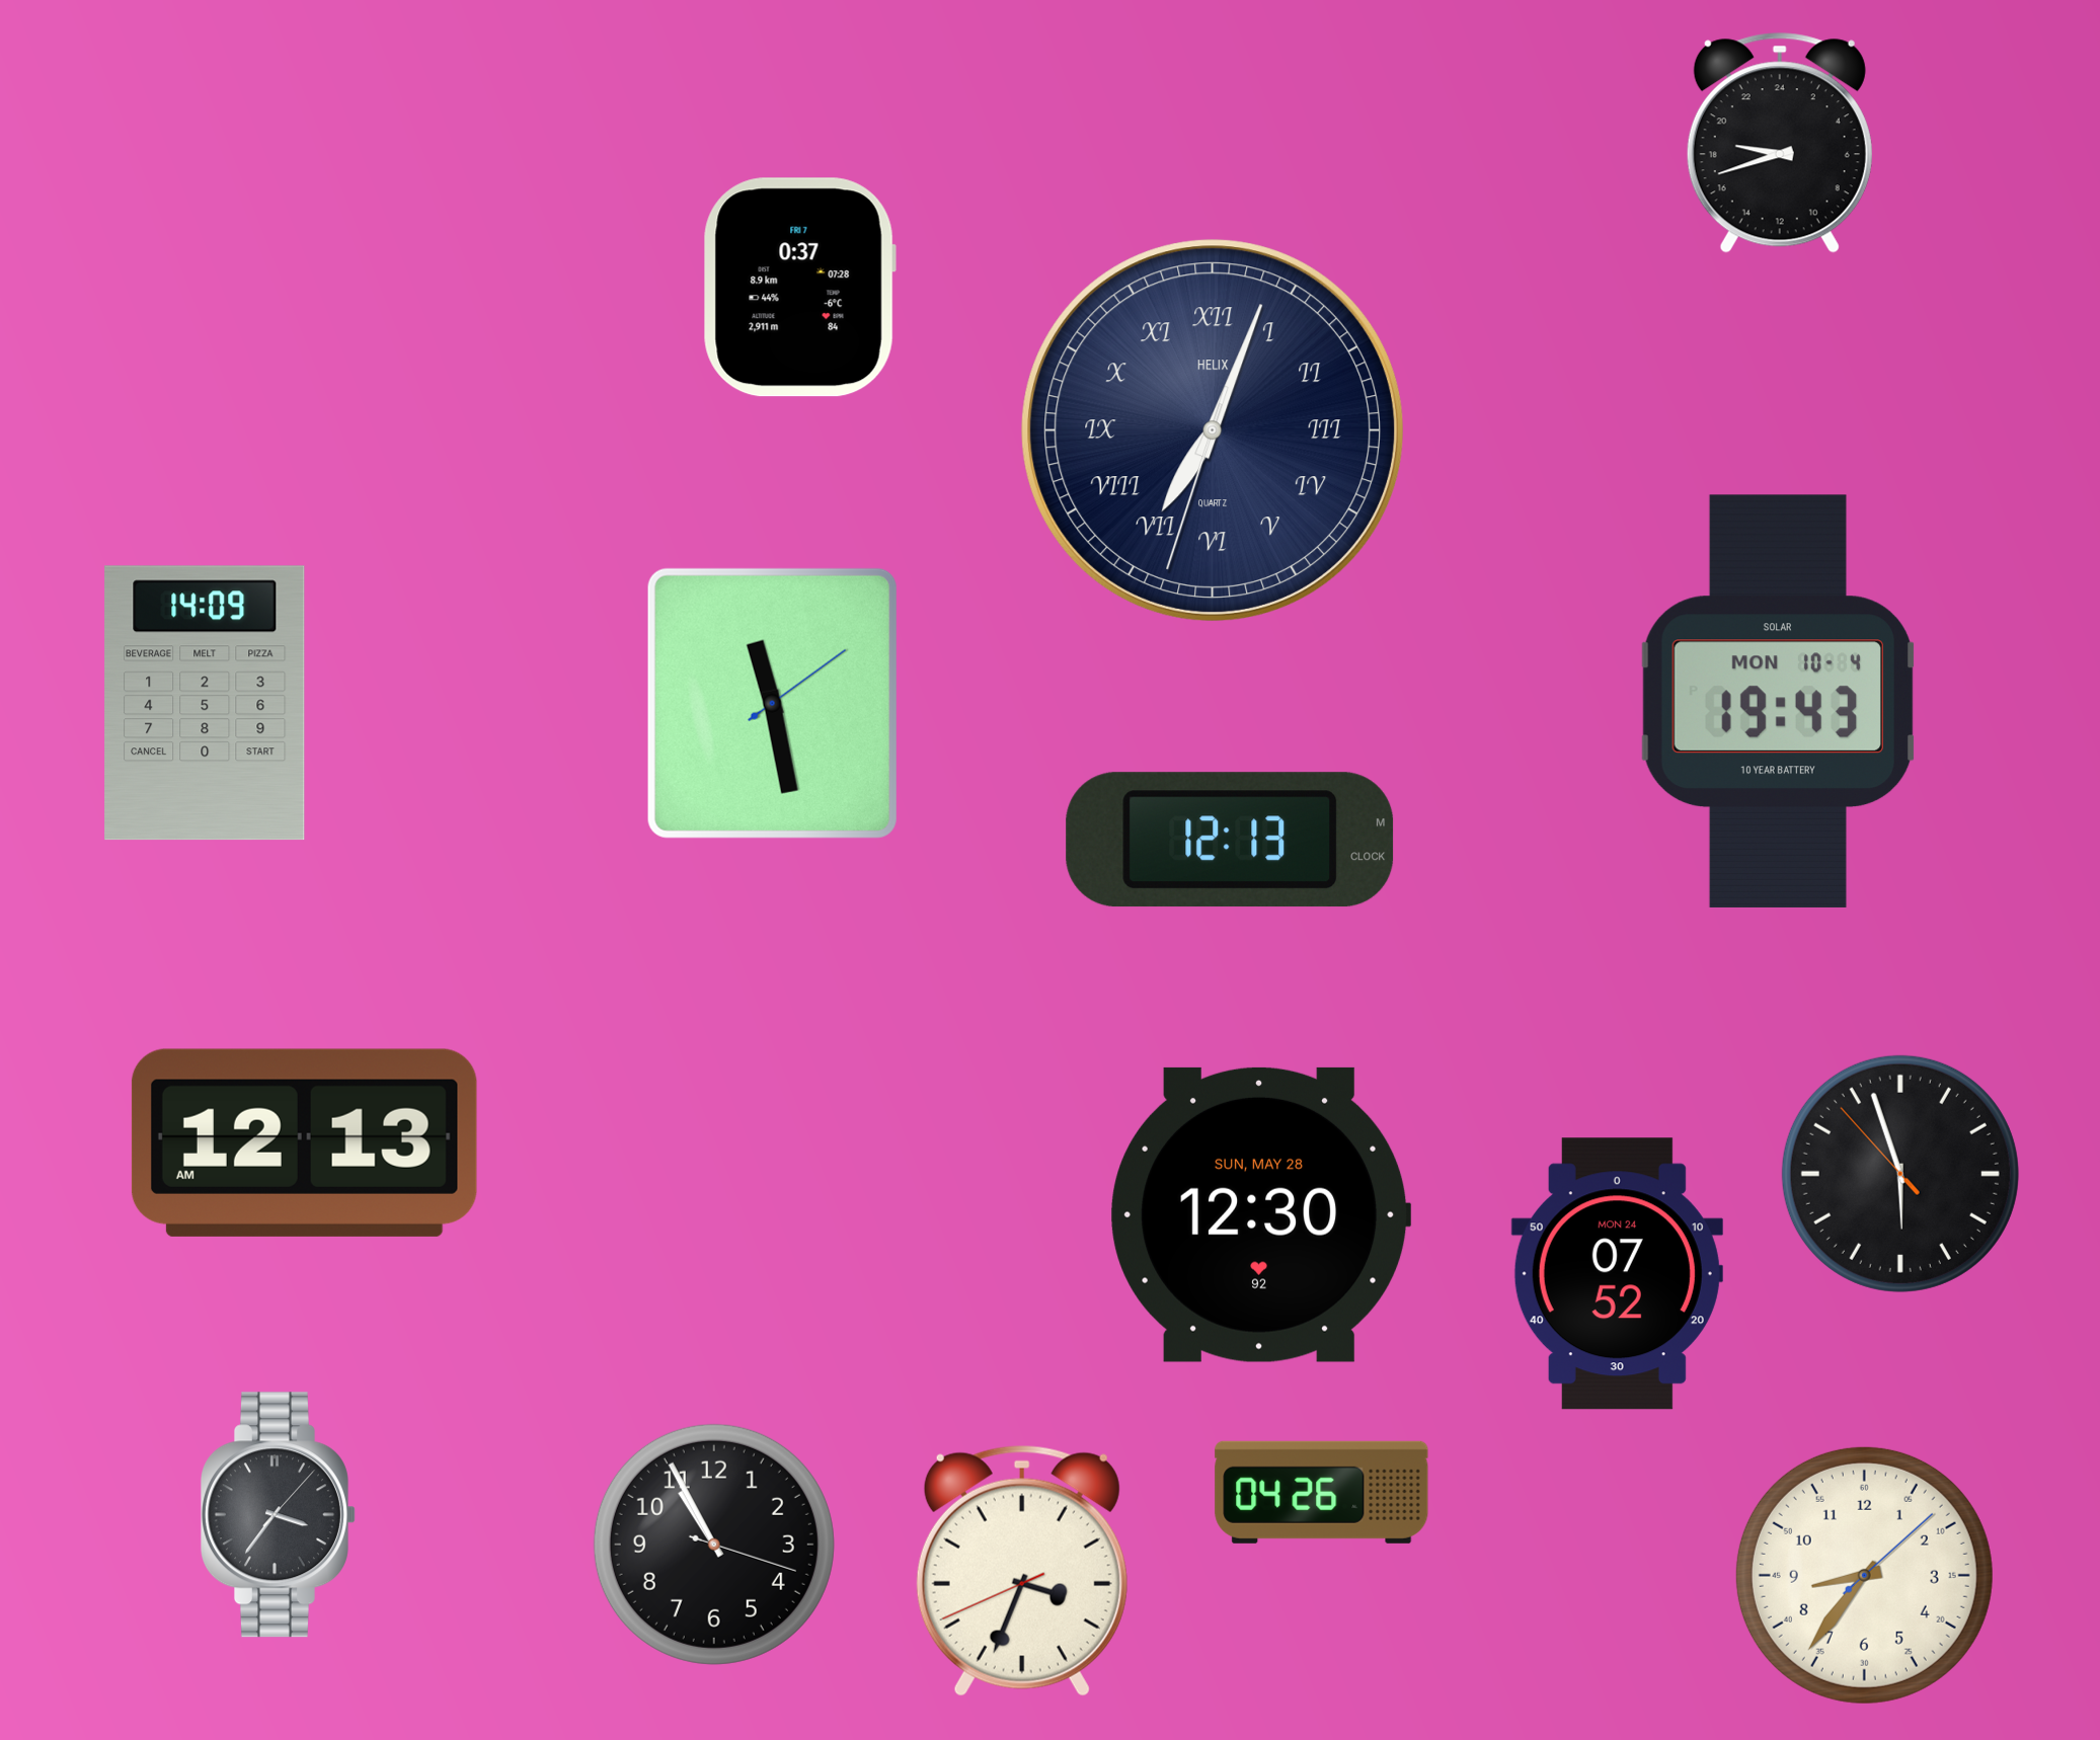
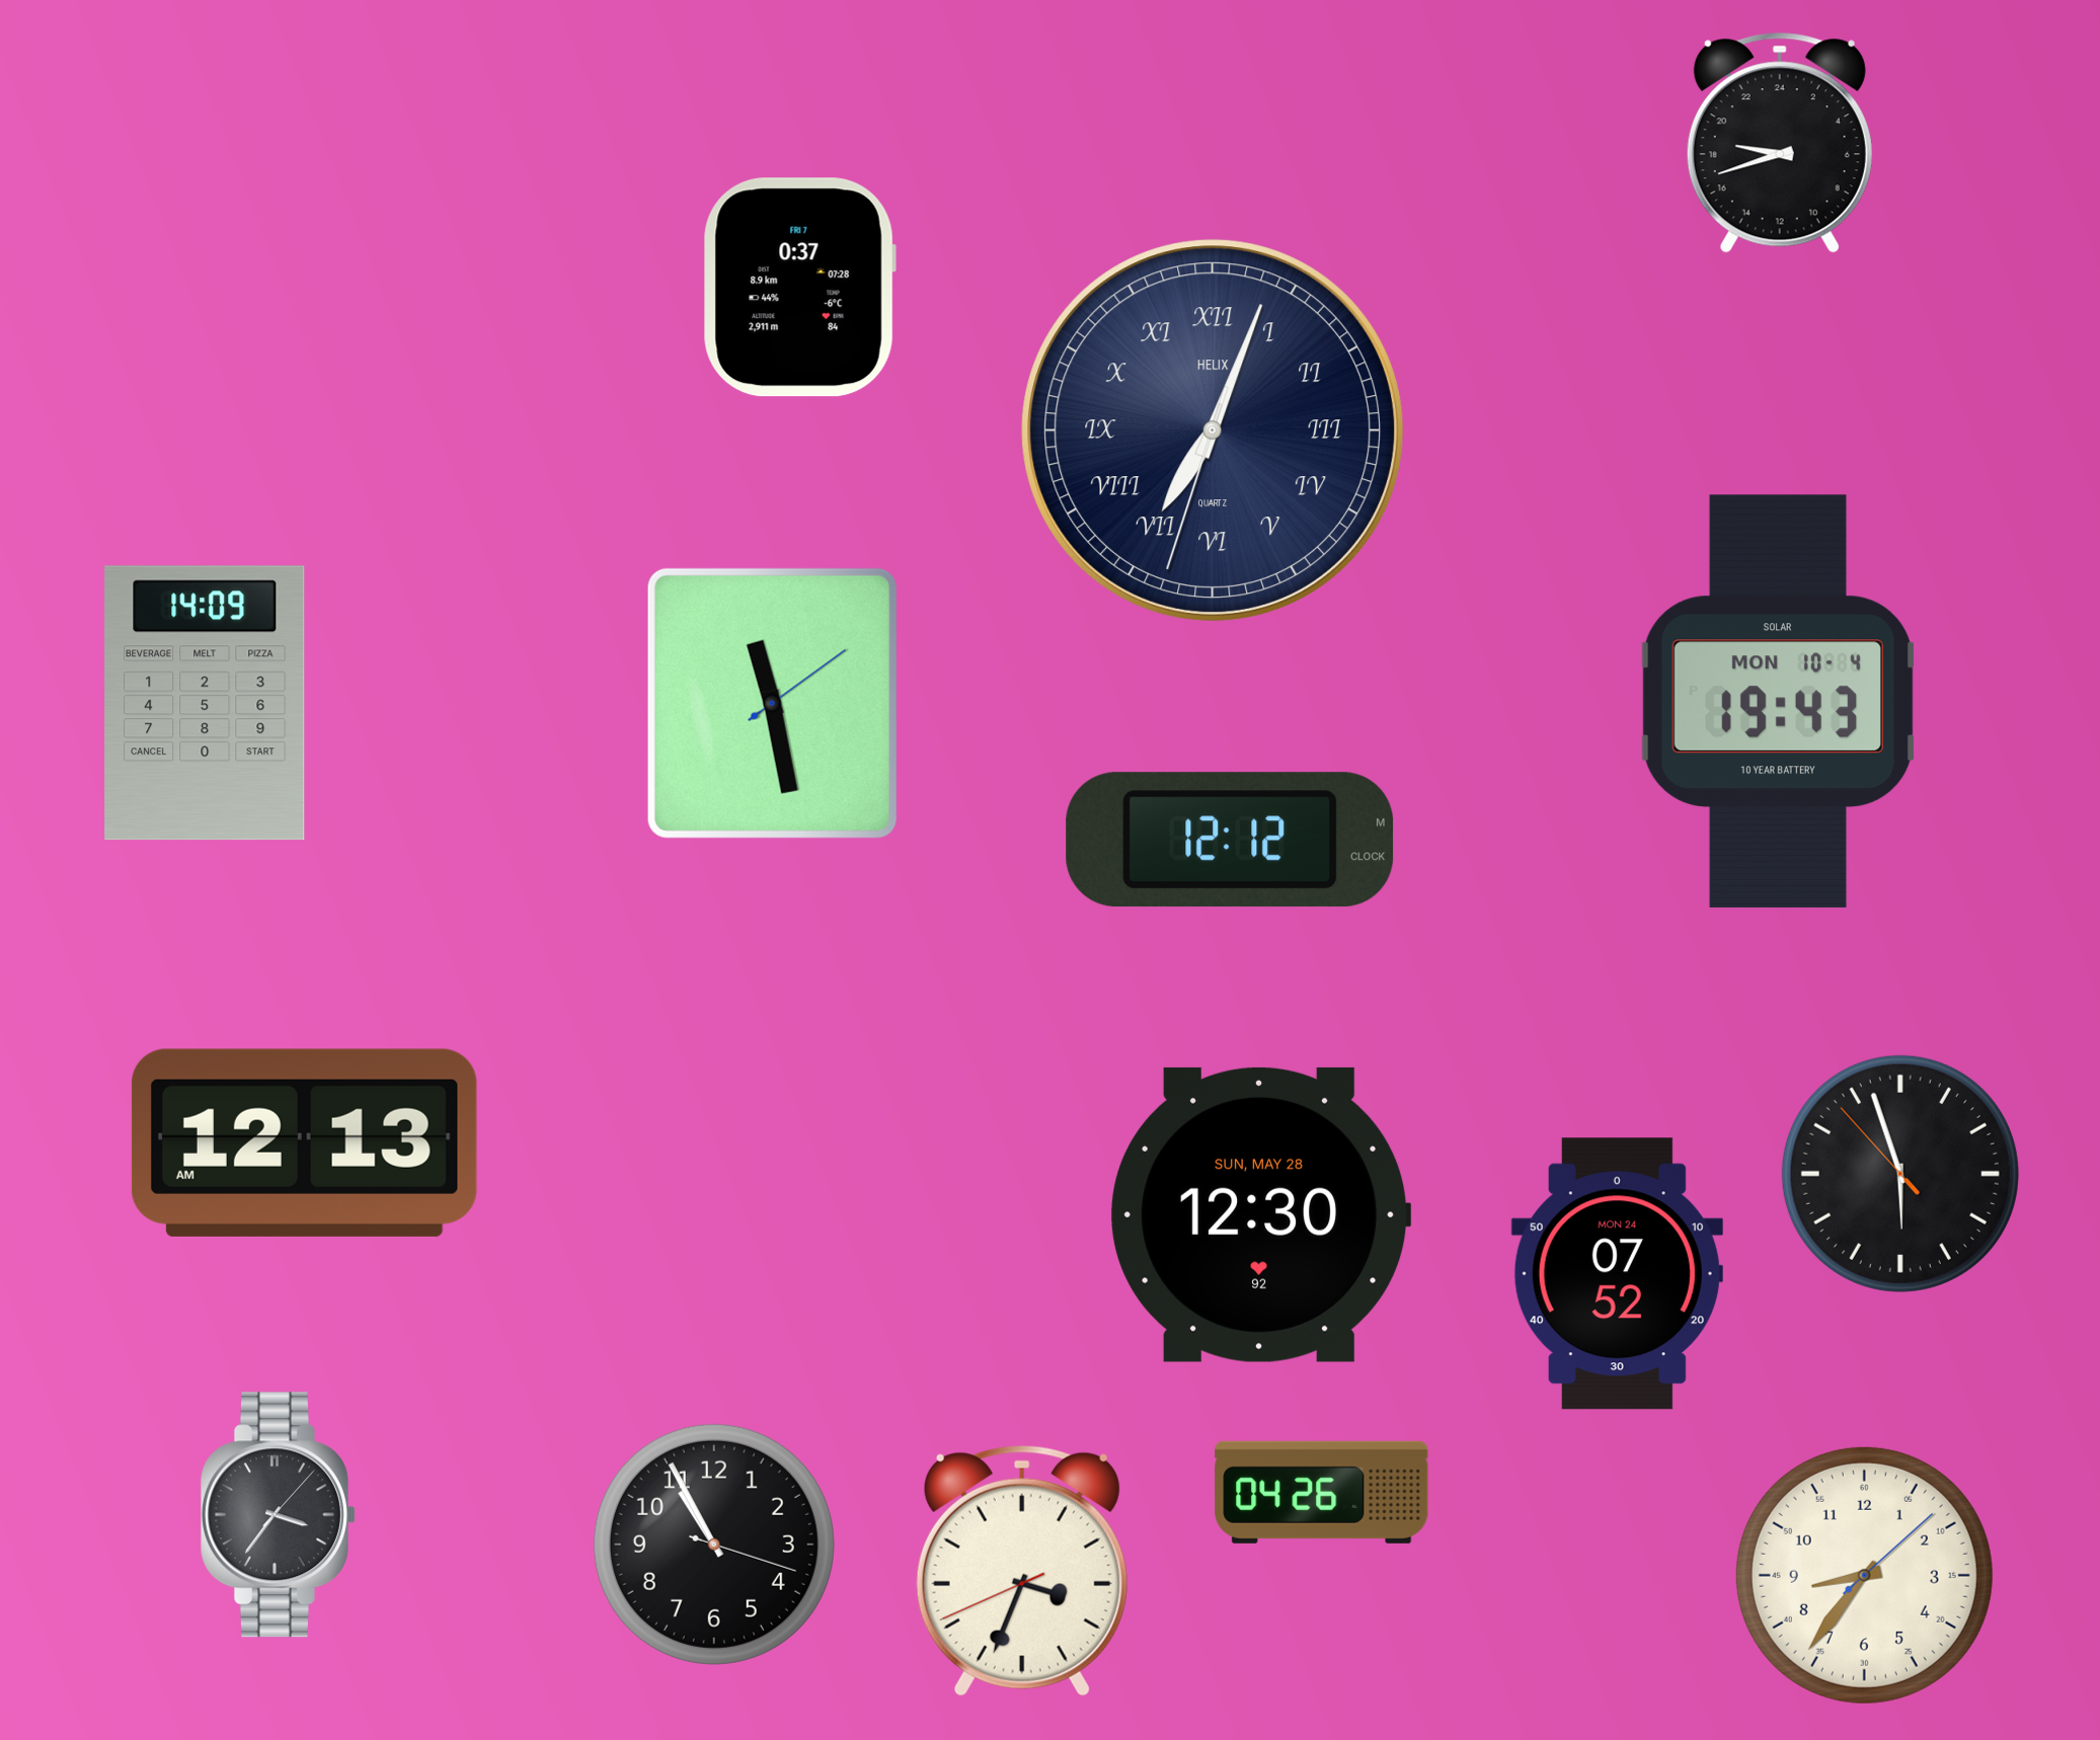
clock at (1230, 840): 12:13 -> 12:12
